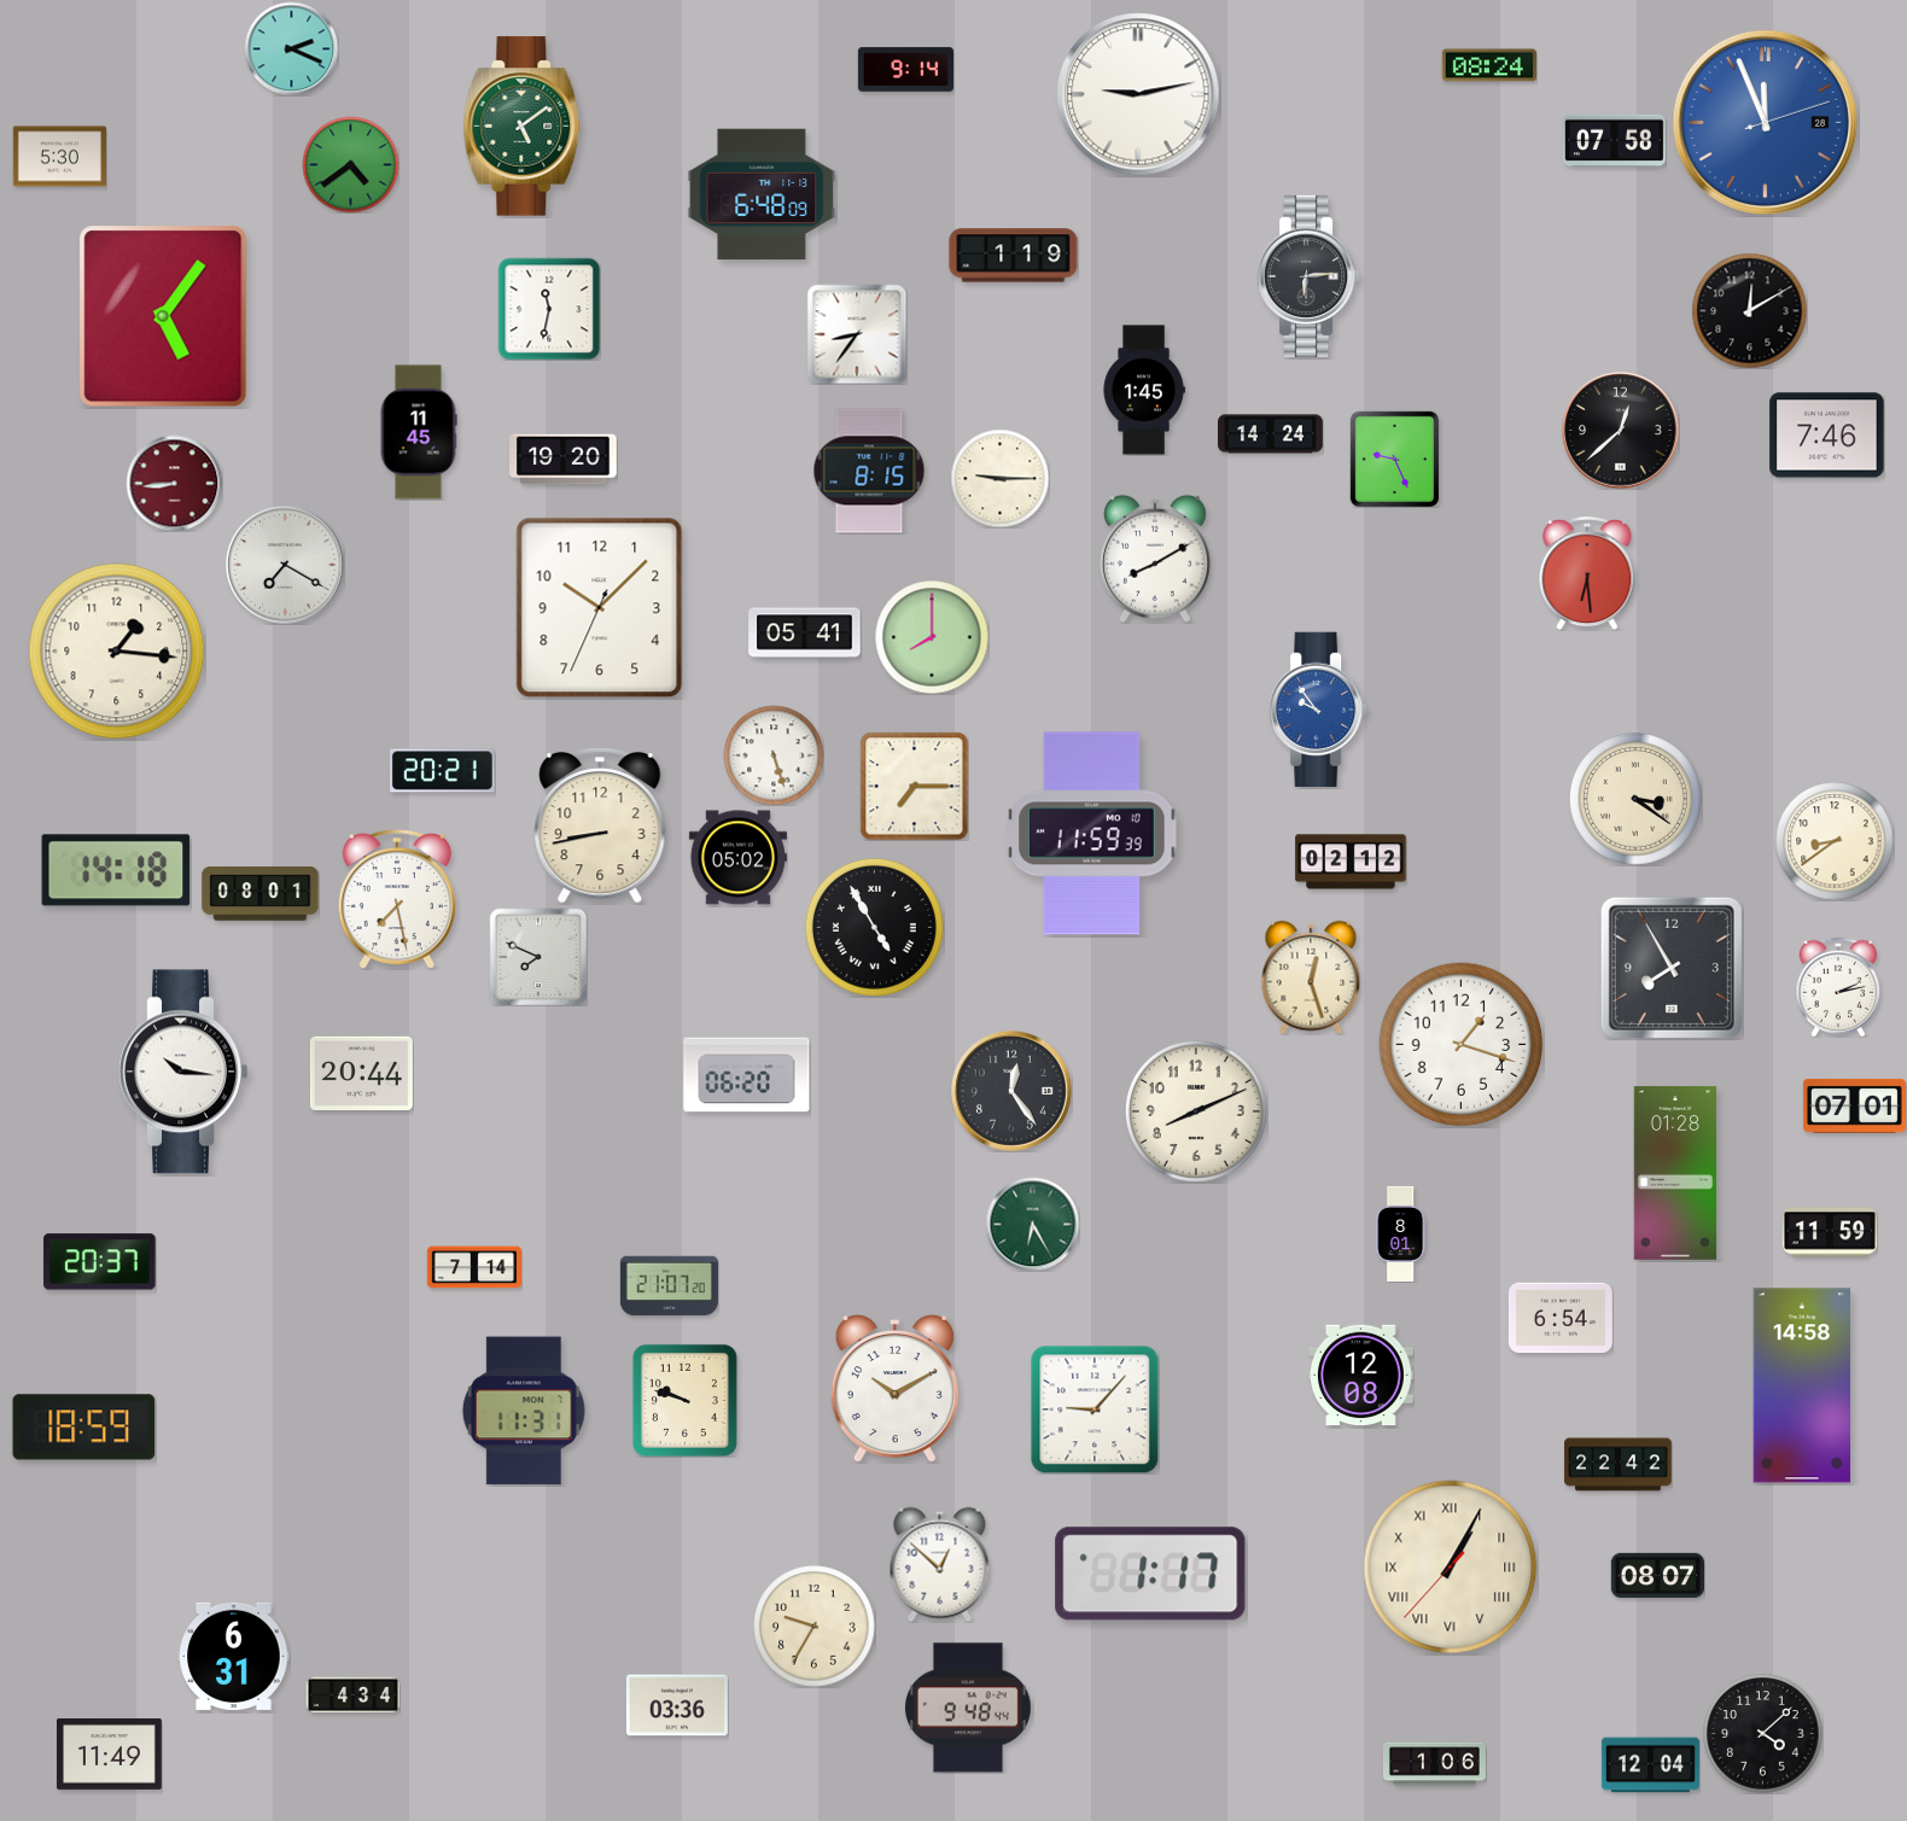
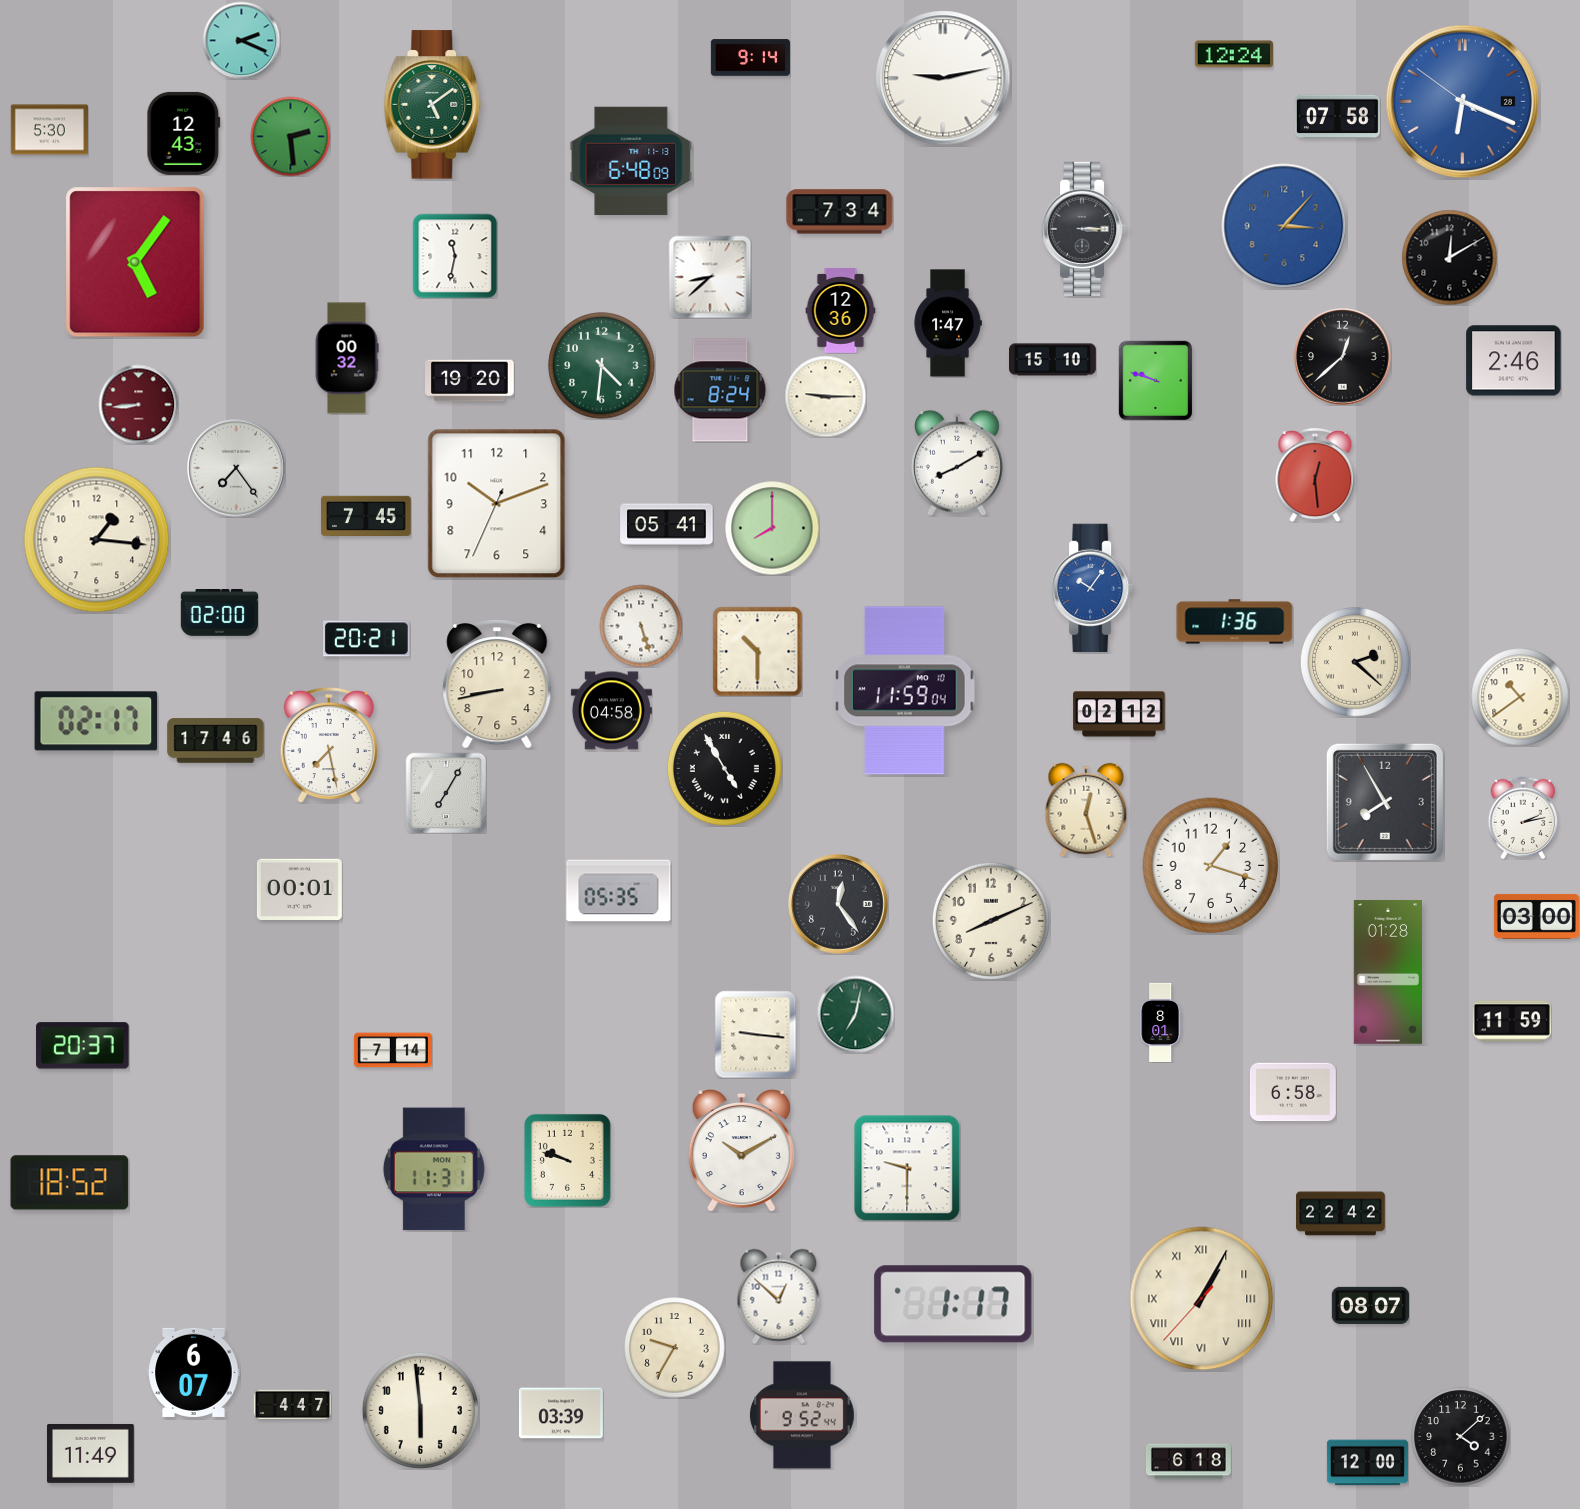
clock at (1489, 65): 08:24 -> 12:24
clock at (1765, 122): 11:56 -> 6:18
clock at (184, 133): none -> 12:43
clock at (350, 164): 4:39 -> 2:29
clock at (1014, 256): 1:19 -> 7:34
clock at (1284, 226): none -> 3:07
clock at (1310, 276): 6:14 -> 3:15
clock at (857, 334): 8:36 -> 8:38
clock at (841, 310): none -> 12:36
clock at (1144, 390): 1:45 -> 1:47
clock at (419, 432): 11:45 -> 00:32
clock at (1271, 434): 14:24 -> 15:10
clock at (1827, 436): 7:46 -> 2:46
clock at (602, 366): none -> 4:31
clock at (1394, 459): 9:26 -> 9:48
clock at (564, 460) position: (564, 460) -> (470, 381)
clock at (869, 471): 8:15 -> 8:24
clock at (999, 478) position: (999, 478) -> (825, 396)
clock at (174, 483) position: (174, 483) -> (138, 404)
clock at (285, 565): 7:20 -> 7:24
clock at (1587, 574): 6:29 -> 12:29
clock at (600, 608): 10:07 -> 10:11
clock at (366, 516): none -> 7:45
clock at (1318, 710): 9:54 -> 10:06
clock at (219, 613): none -> 02:00
clock at (1235, 622): none -> 1:36
clock at (914, 786): 7:15 -> 10:30
clock at (1637, 800): 3:21 -> 2:22
clock at (1092, 834): 11:59:39 -> 11:59:04
clock at (1835, 841): 8:39 -> 10:39
clock at (737, 858): 05:02 -> 04:58
clock at (116, 870): 14:18 -> 02:17
clock at (261, 894): 08:01 -> 17:46
clock at (538, 957): 7:49 -> 7:05
clock at (183, 1072): 10:16 -> none
clock at (361, 1073): 20:44 -> 00:01
clock at (747, 1075): 06:20 -> 05:35
clock at (1854, 1105): 07:01 -> 03:00
clock at (1032, 1224): 6:25 -> 7:02
clock at (1830, 1232) position: (1830, 1232) -> (1512, 1021)
clock at (756, 1034): none -> 9:16
clock at (669, 1286): 21:07 -> none
clock at (1561, 1318): 6:54 -> 6:58
clock at (1360, 1376): 12:08 -> none
clock at (1801, 1385): 14:58 -> none
clock at (1095, 1409): 9:07 -> 9:30
clock at (84, 1428): 18:59 -> 18:52
clock at (1657, 1575) position: (1657, 1575) -> (1370, 1305)
clock at (234, 1656): 6:31 -> 6:07
clock at (352, 1695): 4:34 -> 4:47
clock at (420, 1410): none -> 5:59
clock at (677, 1705): 03:36 -> 03:39
clock at (968, 1708): 9:48 -> 9:52
clock at (1434, 1764): 1:06 -> 6:18
clock at (1650, 1765): 12:04 -> 12:00
